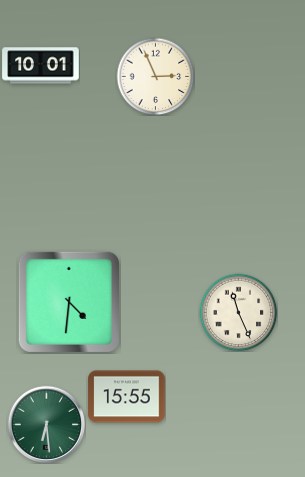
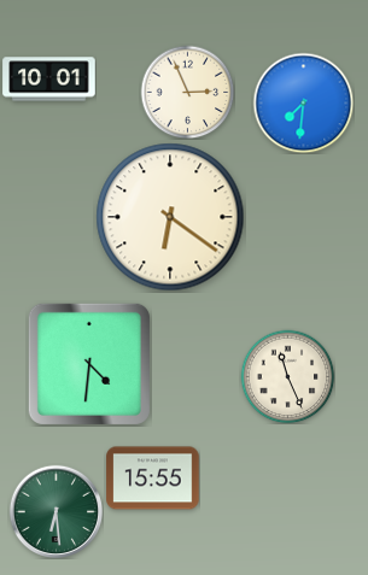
clock at (303, 102): none -> 7:31
clock at (170, 217): none -> 6:21
clock at (69, 302) position: (69, 302) -> (89, 364)
